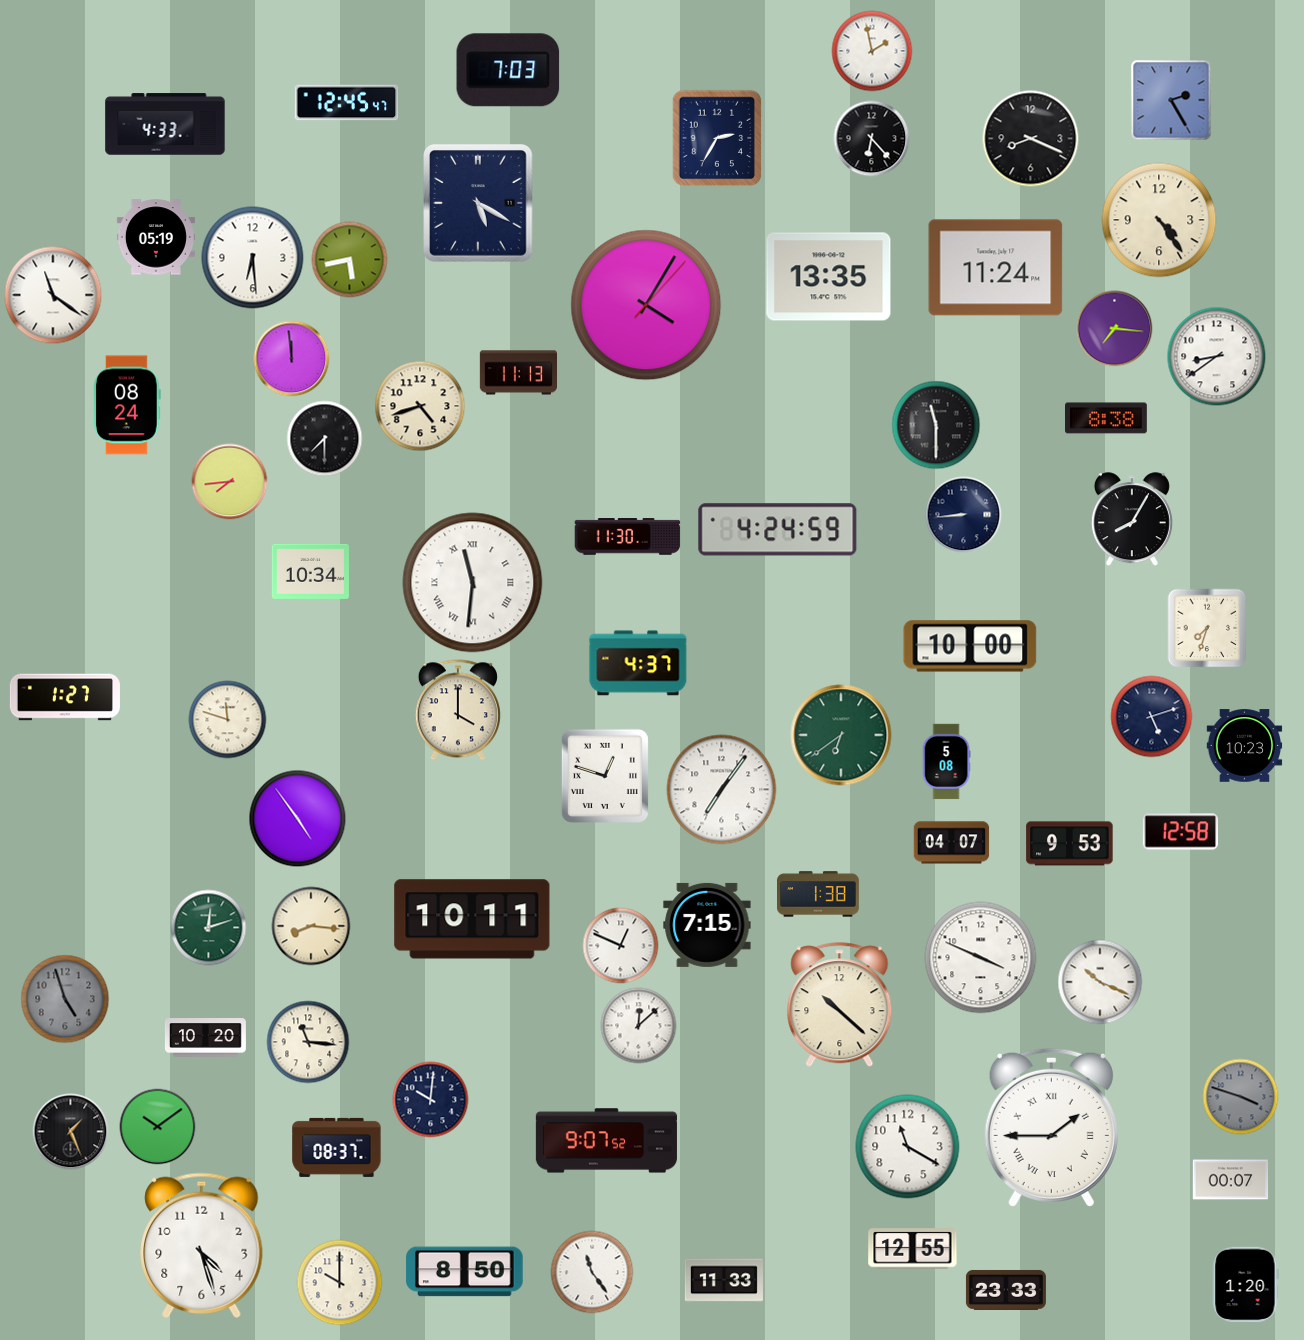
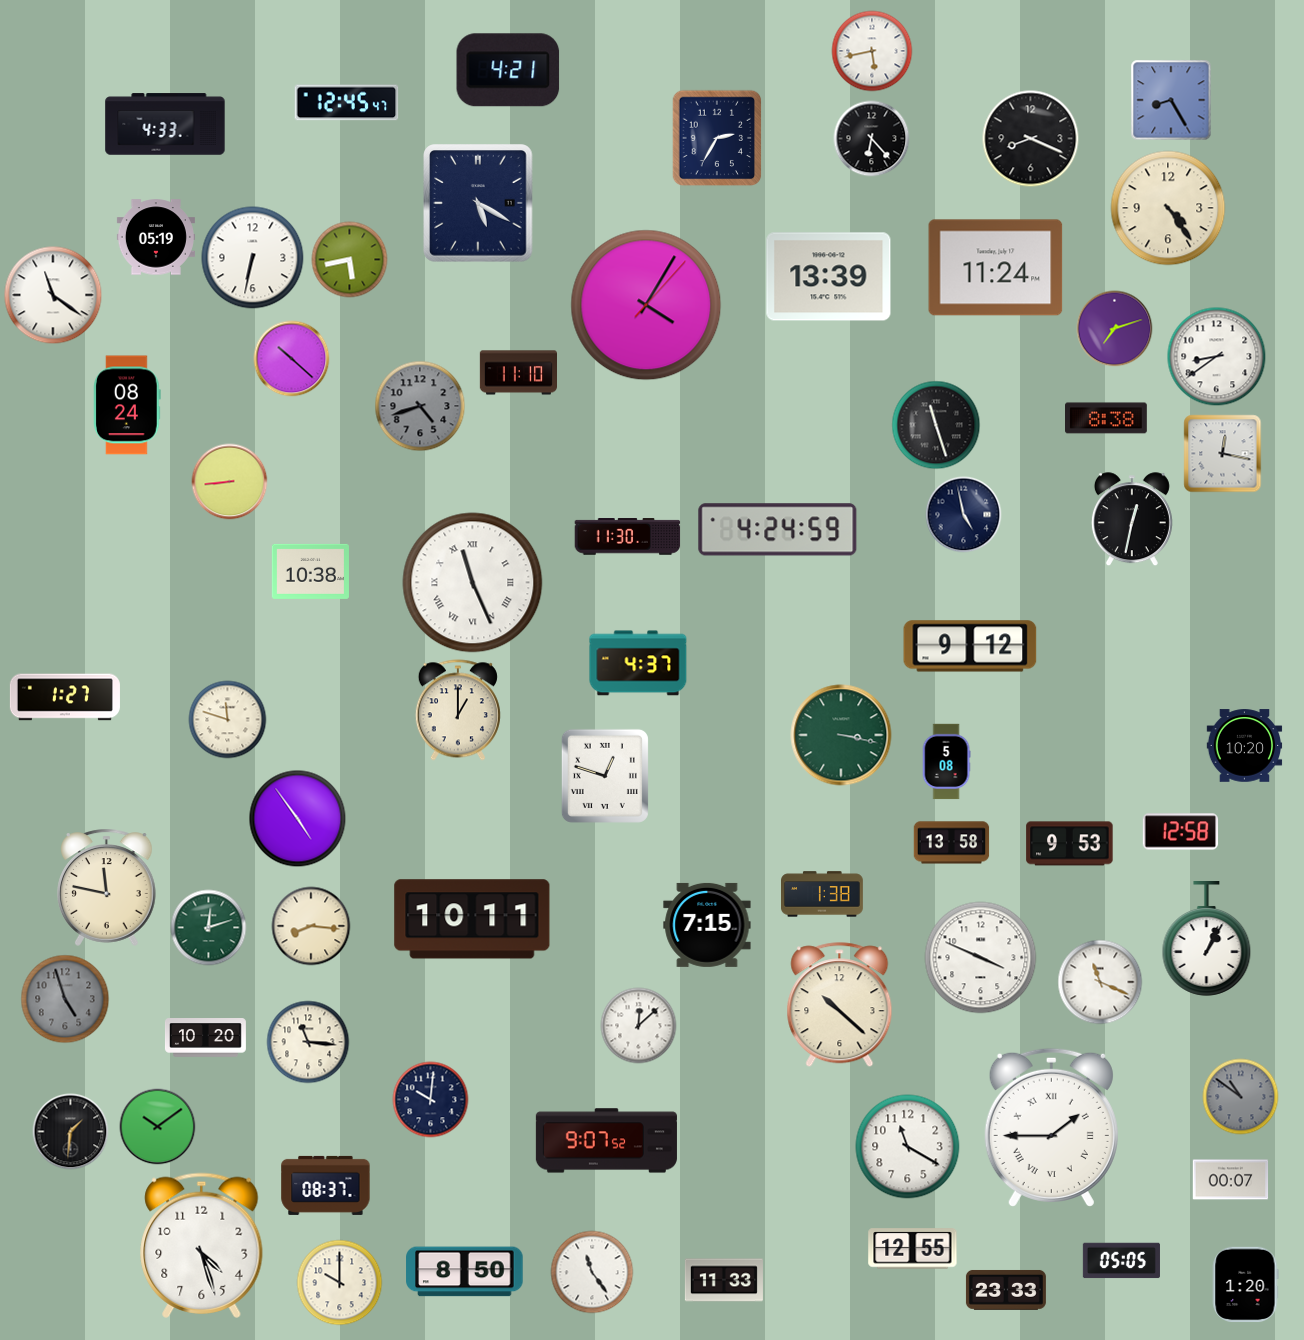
clock at (872, 51): 1:58 -> 5:43
clock at (508, 70): 7:03 -> 4:21
clock at (1171, 100): 2:25 -> 8:25
clock at (1159, 220) position: (1159, 220) -> (1168, 208)
clock at (253, 258): 6:29 -> 6:32
clock at (829, 277): 13:35 -> 13:39
clock at (1115, 329): 7:16 -> 7:12
clock at (292, 359): 11:59 -> 10:22
clock at (518, 373): 11:13 -> 11:10
clock at (420, 406) dial: cream -> grey
clock at (936, 425): 11:30 -> 11:27
clock at (325, 439): 7:30 -> none
clock at (1223, 454): none -> 12:17
clock at (230, 482): 7:44 -> 8:44
clock at (964, 515): 8:44 -> 4:58
clock at (1132, 520): 8:05 -> 12:32
clock at (310, 571): 10:34 -> 10:38
clock at (473, 583): 11:31 -> 11:26
clock at (1207, 628): 7:33 -> none
clock at (970, 646): 10:00 -> 9:12
clock at (458, 710): 4:00 -> 1:00
clock at (1152, 717): 5:12 -> none
clock at (841, 735): 6:39 -> 3:17
clock at (1245, 746): 10:23 -> 10:20
clock at (722, 790): 7:06 -> none
clock at (952, 843): 04:07 -> 13:58
clock at (107, 887): none -> 11:47
clock at (819, 894) position: (819, 894) -> (823, 894)
clock at (1207, 939): none -> 1:04
clock at (621, 946): 12:49 -> none
clock at (1100, 982): 10:19 -> 11:19
clock at (1241, 1097): 3:48 -> 10:51
clock at (71, 1132): 1:26 -> 1:31
clock at (337, 1147) position: (337, 1147) -> (326, 1185)
clock at (1121, 1261): none -> 05:05
